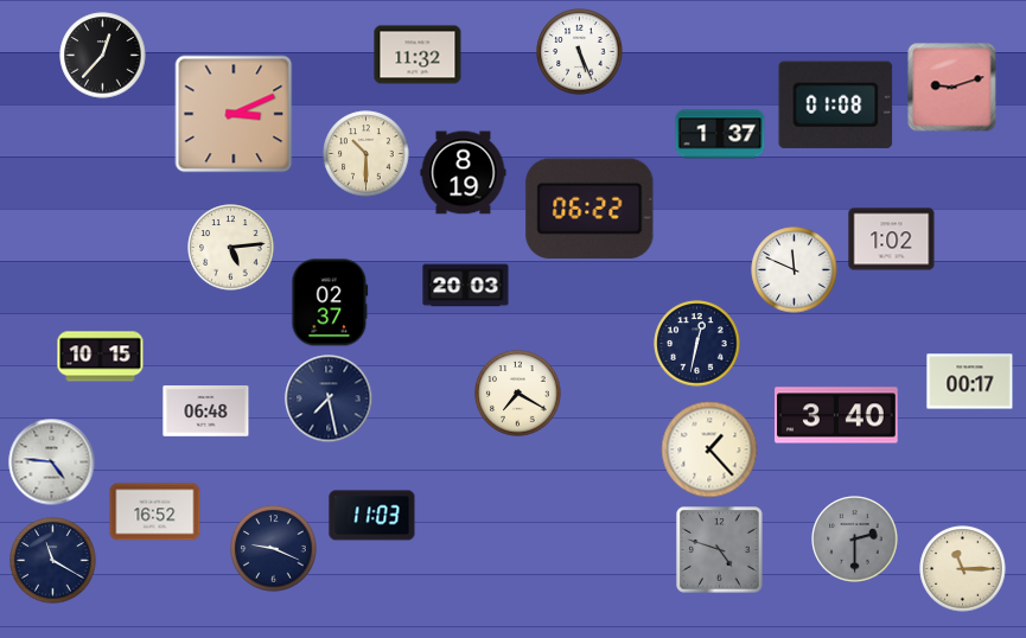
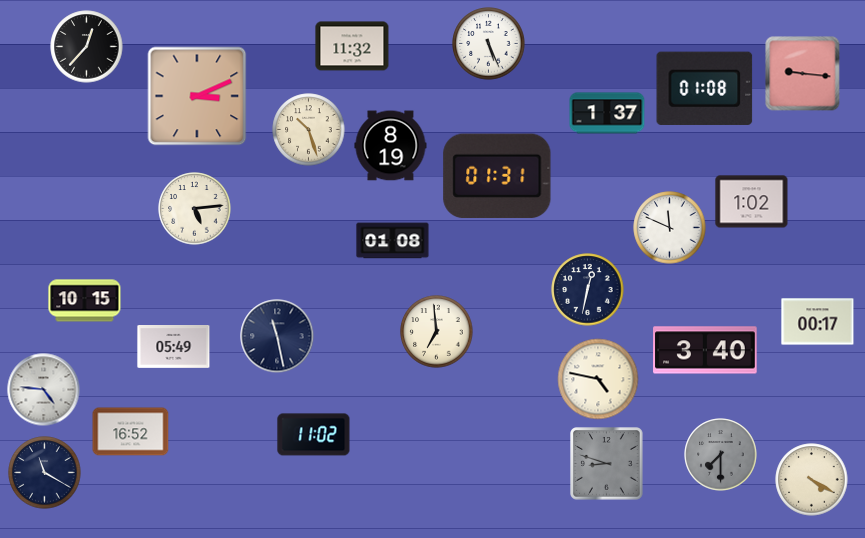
clock at (952, 88): 9:12 -> 9:16
clock at (367, 154): 10:30 -> 10:27
clock at (590, 209): 06:22 -> 01:31
clock at (466, 286): 20:03 -> 01:08
clock at (330, 302): 02:37 -> none
clock at (518, 394): 7:20 -> 6:59
clock at (329, 398): 7:28 -> 11:28
clock at (206, 411): 06:48 -> 05:49
clock at (709, 449): 1:23 -> 4:47
clock at (372, 516): 11:03 -> 11:02
clock at (855, 540): 2:30 -> 7:30
clock at (274, 549): 9:19 -> none
clock at (720, 550): 4:48 -> 8:48
clock at (963, 569): 11:15 -> 4:20
